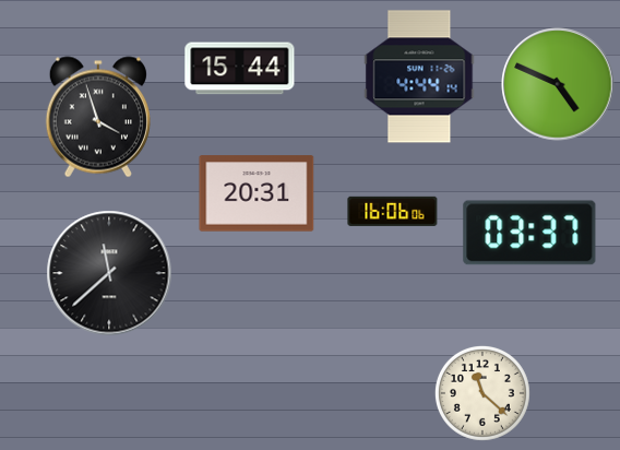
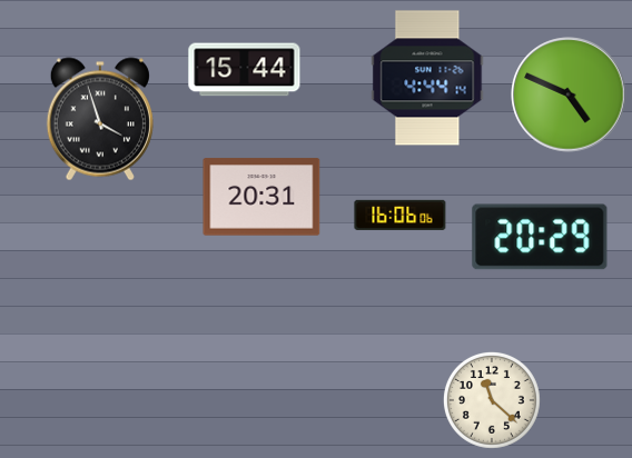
clock at (558, 84) position: (558, 84) -> (569, 94)
clock at (529, 233): 03:37 -> 20:29
clock at (109, 273): 11:38 -> none
